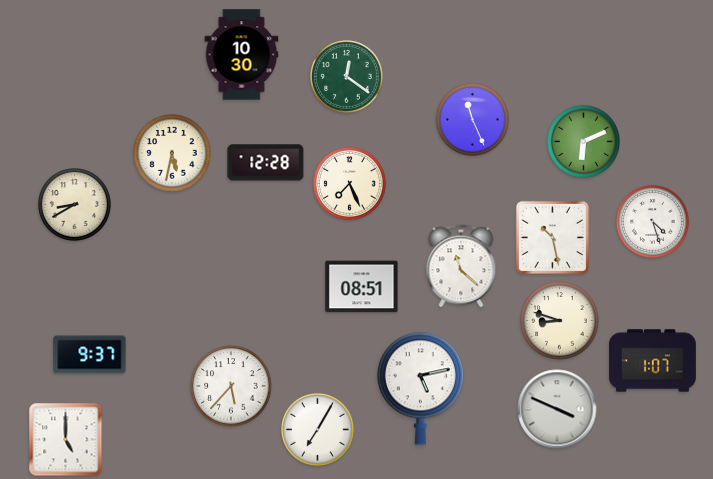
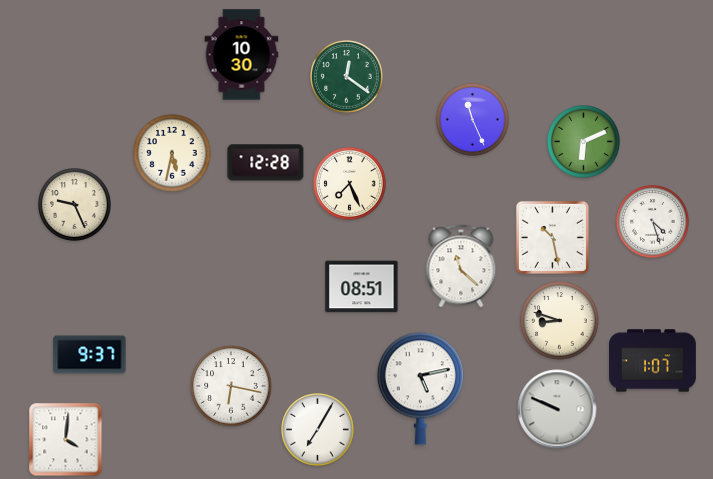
clock at (75, 205): 8:40 -> 9:26
clock at (231, 386): 5:37 -> 6:17
clock at (557, 409): 3:49 -> 9:49
clock at (66, 440): 5:00 -> 4:01
